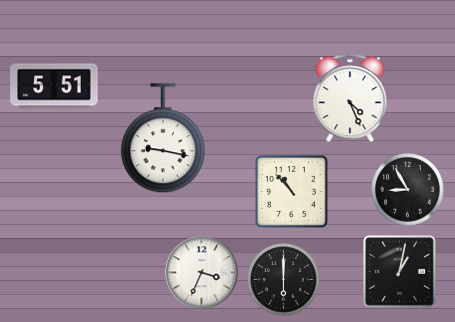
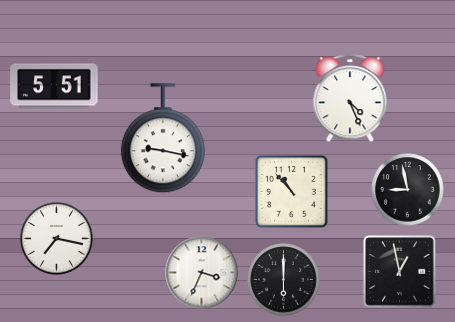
clock at (408, 190): 8:55 -> 8:58
clock at (57, 239): none -> 7:17
clock at (399, 271): 1:02 -> 12:58
